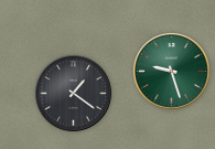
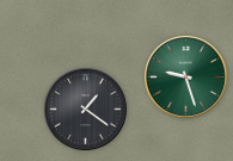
clock at (74, 94) position: (74, 94) -> (86, 110)
